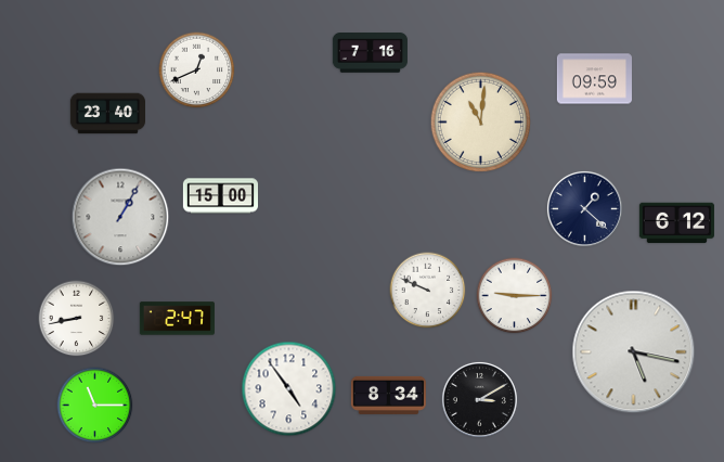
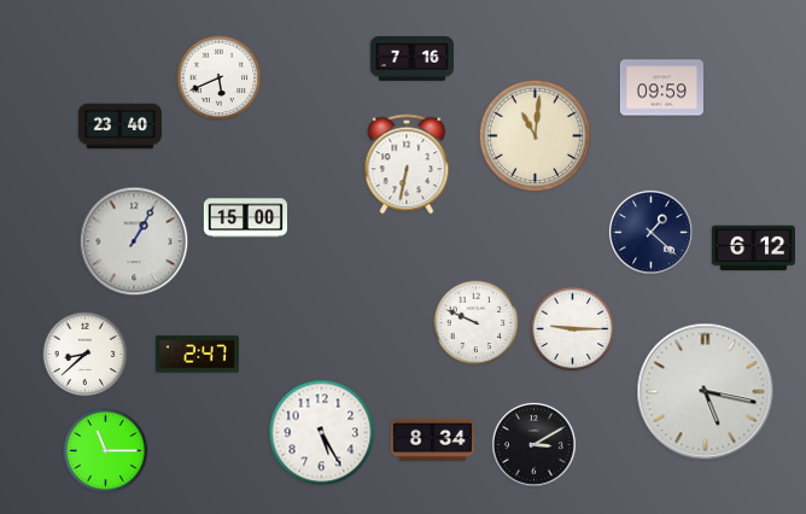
clock at (197, 70): 12:41 -> 5:41
clock at (407, 164): none -> 6:32
clock at (77, 319): 8:43 -> 8:38
clock at (289, 389): 4:54 -> 5:25
